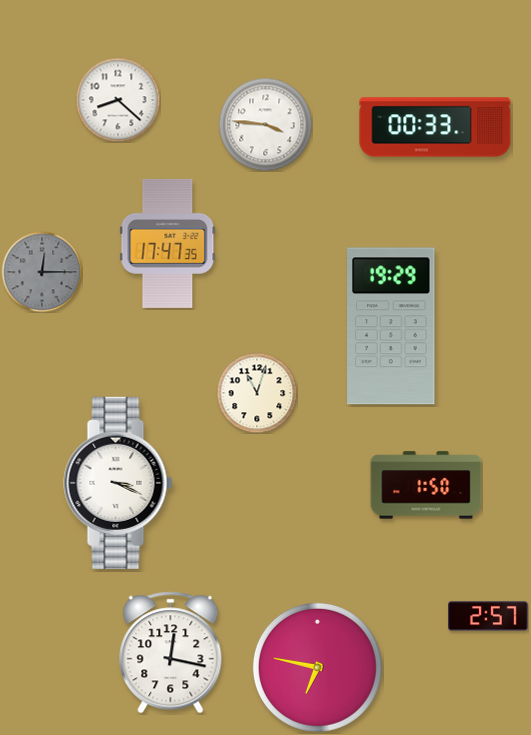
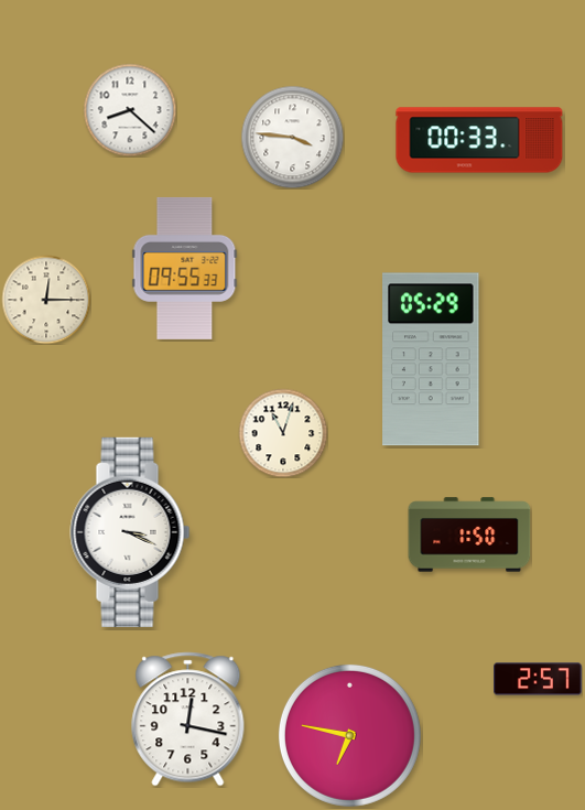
clock at (168, 243): 17:47 -> 09:55
clock at (42, 272) dial: grey -> cream
clock at (391, 326): 19:29 -> 05:29
